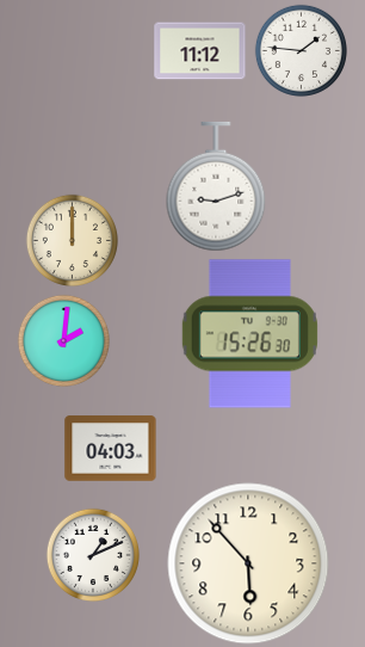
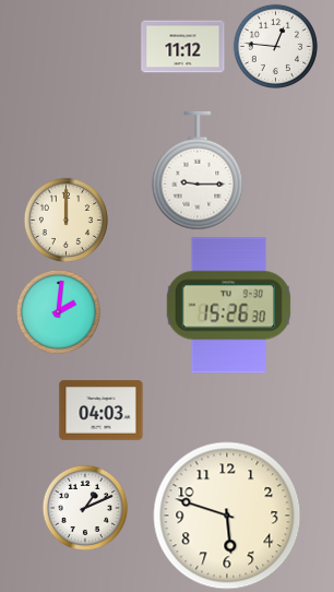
clock at (301, 50): 1:46 -> 12:46
clock at (216, 186): 9:12 -> 9:15
clock at (248, 563): 5:53 -> 5:48
